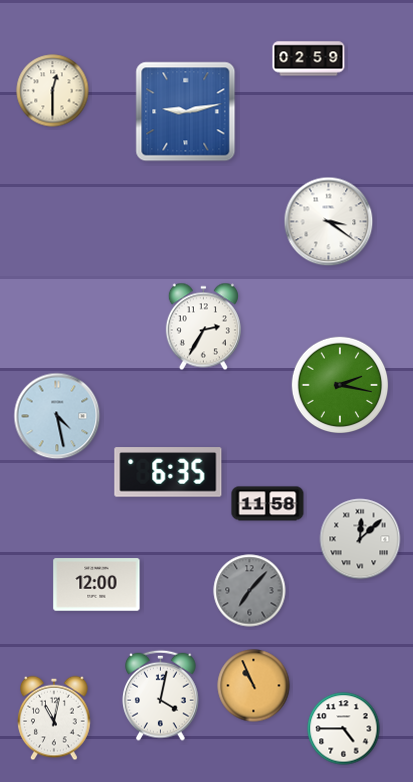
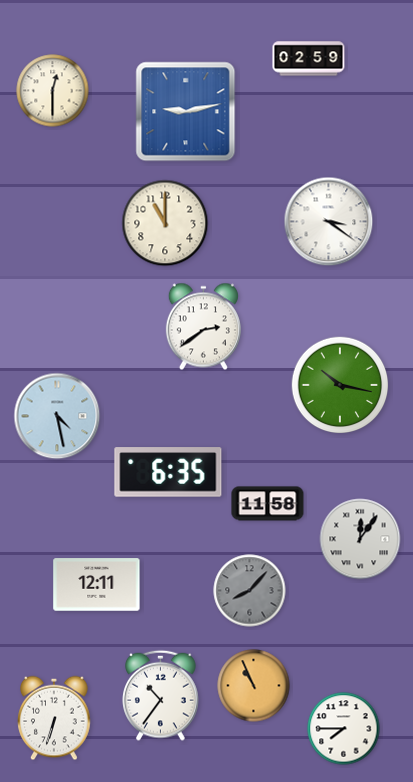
clock at (165, 223): none -> 11:00
clock at (203, 327): 2:35 -> 2:39
clock at (340, 385): 2:17 -> 10:17
clock at (360, 539): 12:08 -> 12:06
clock at (97, 585): 12:00 -> 12:11
clock at (250, 591): 7:07 -> 8:07
clock at (161, 695): 4:02 -> 10:36
clock at (54, 718): 11:02 -> 6:33
clock at (344, 729): 4:45 -> 7:45
